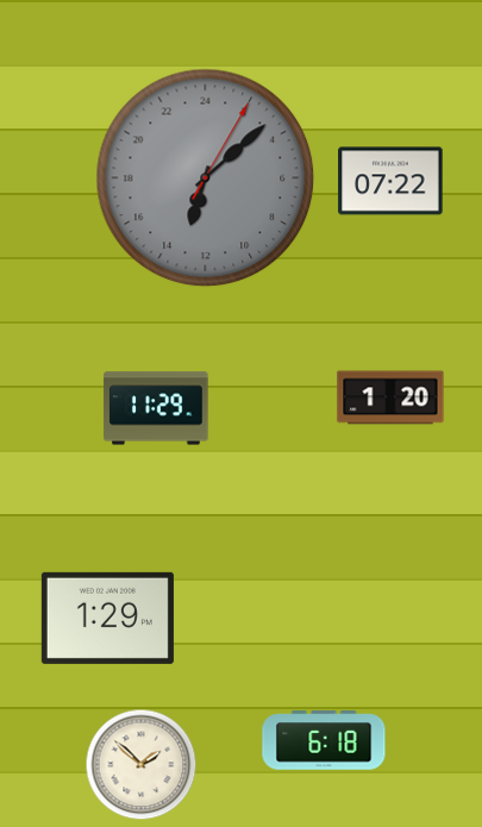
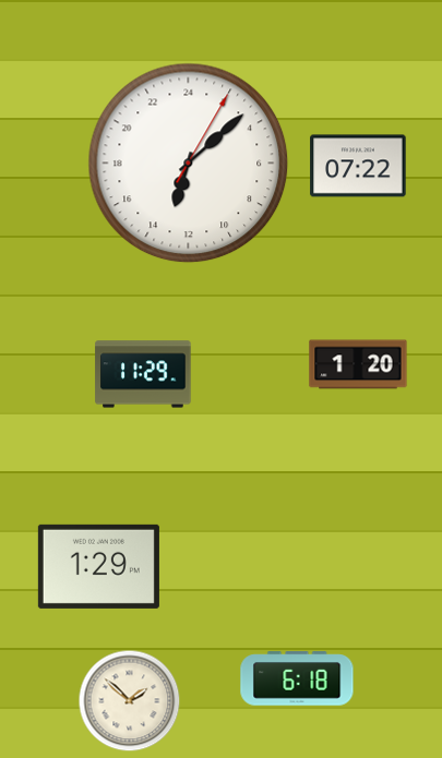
clock at (206, 178) dial: grey -> white
